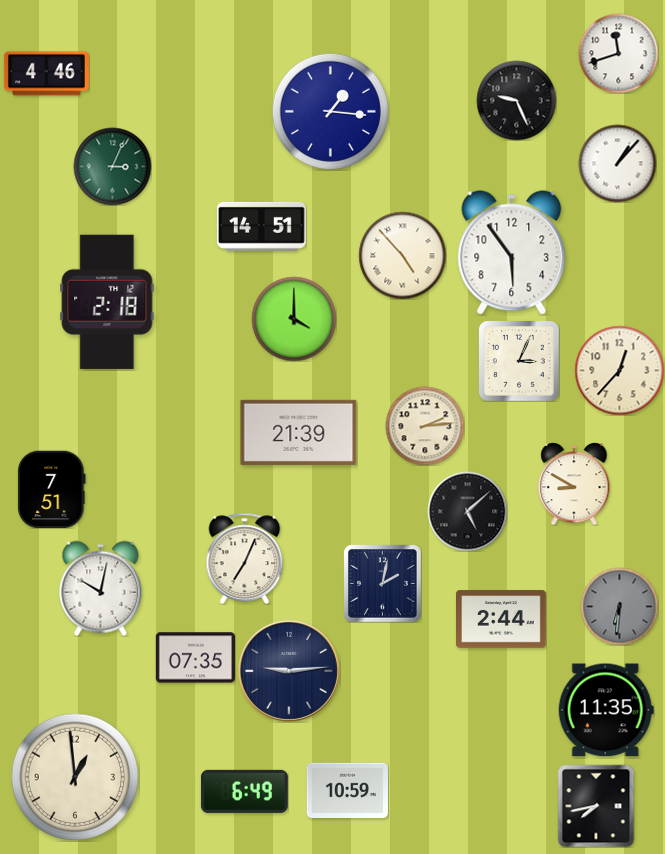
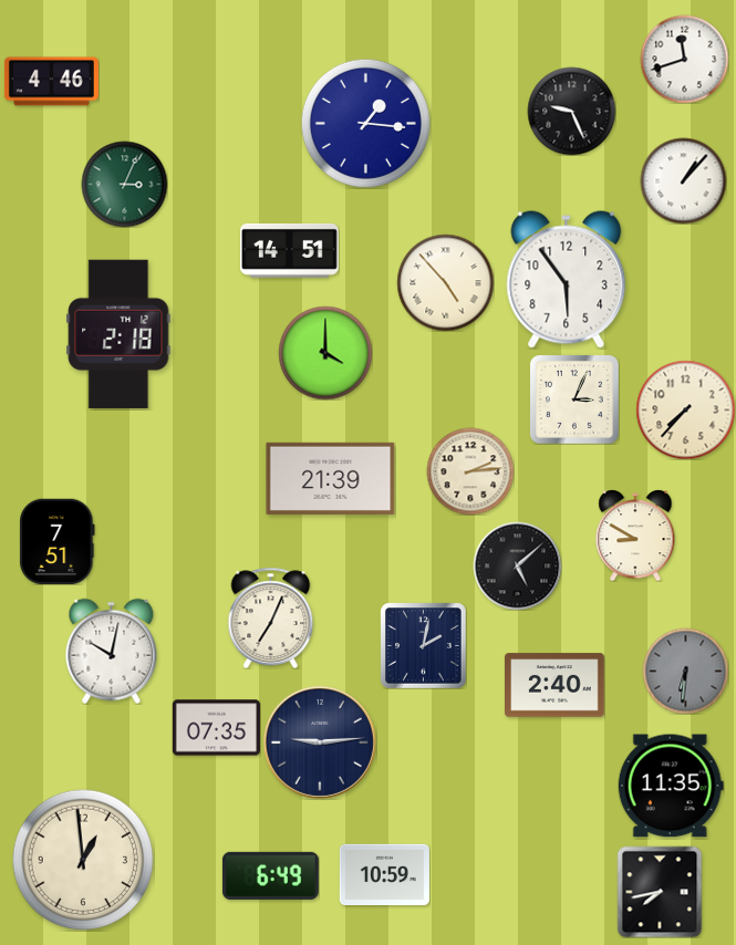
clock at (619, 370): 12:37 -> 7:37
clock at (502, 619): 2:44 -> 2:40
